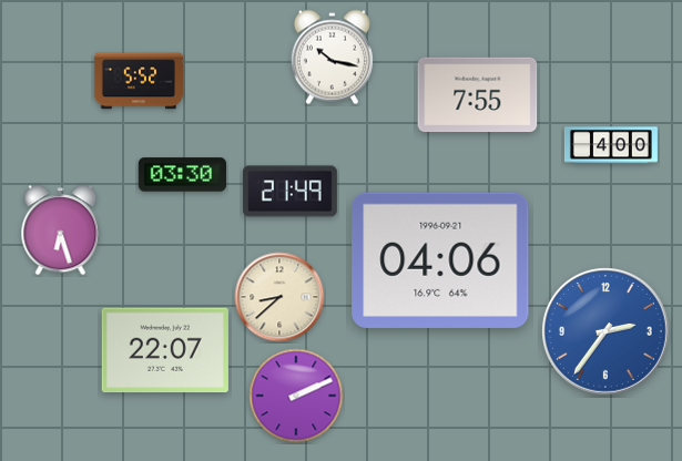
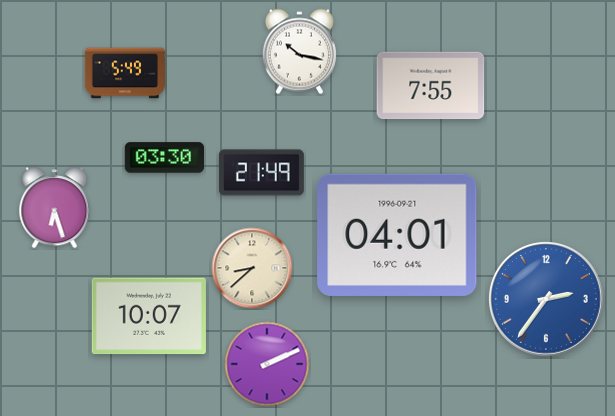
clock at (138, 81): 5:52 -> 5:49
clock at (611, 145): 4:00 -> none
clock at (440, 260): 04:06 -> 04:01
clock at (165, 350): 22:07 -> 10:07
clock at (296, 396) position: (296, 396) -> (267, 364)
